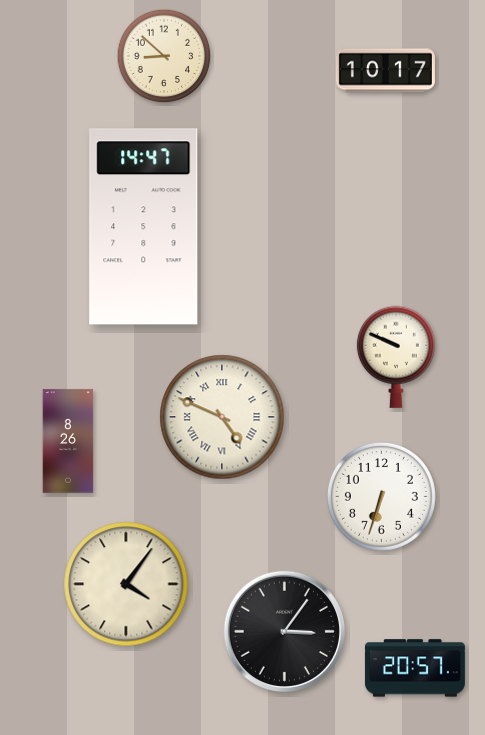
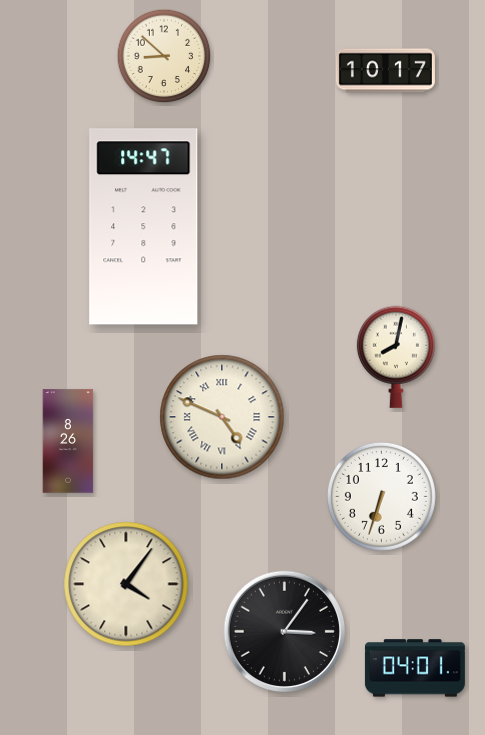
clock at (396, 357): 9:49 -> 8:02
clock at (415, 668): 20:57 -> 04:01
